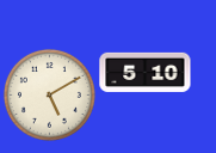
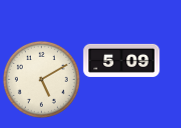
clock at (146, 72): 5:10 -> 5:09
